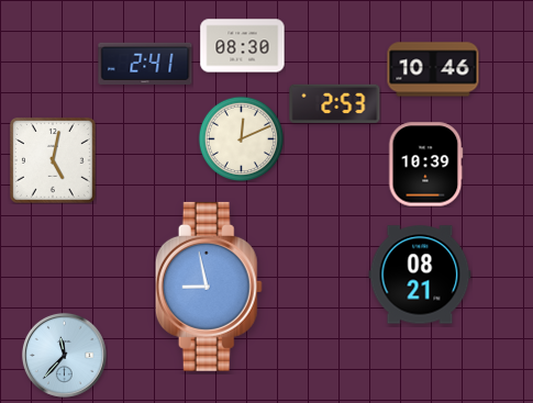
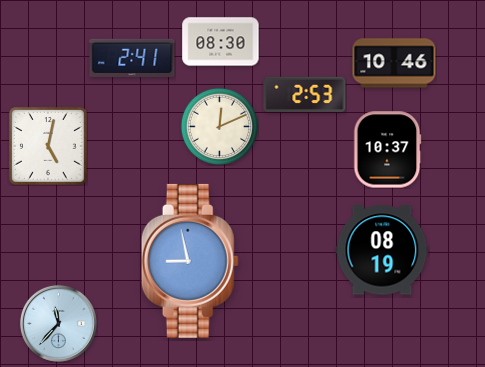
clock at (425, 165): 10:39 -> 10:37
clock at (420, 275): 08:21 -> 08:19
